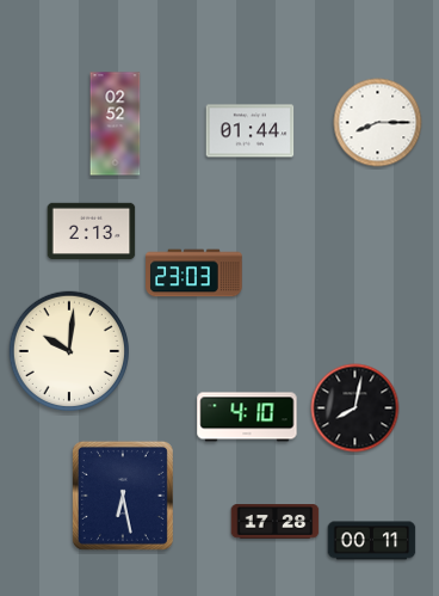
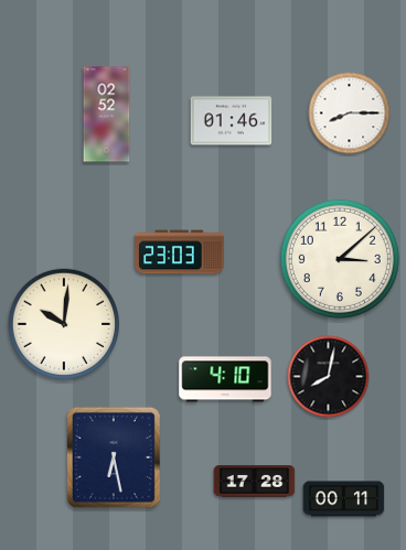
clock at (251, 131): 01:44 -> 01:46
clock at (92, 232): 2:13 -> none
clock at (340, 259): none -> 3:08
clock at (247, 417) position: (247, 417) -> (225, 379)
